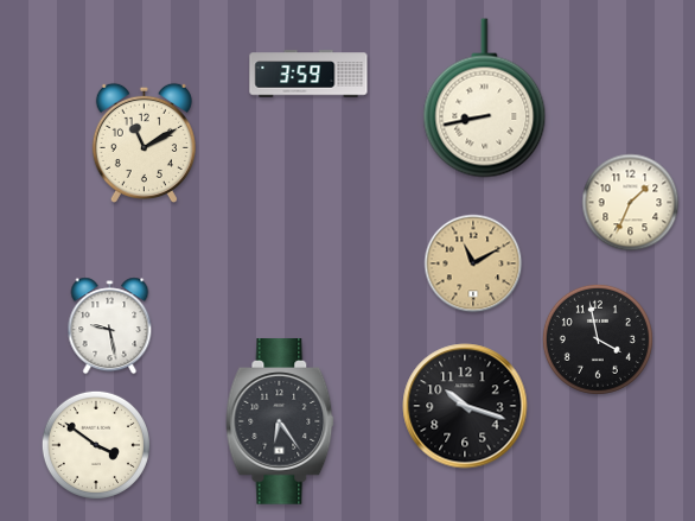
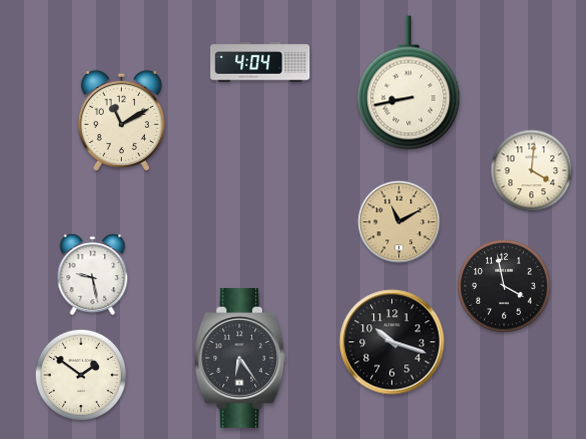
clock at (308, 74): 3:59 -> 4:04
clock at (631, 203): 1:34 -> 4:01
clock at (280, 422) position: (280, 422) -> (240, 359)
clock at (96, 445): 3:51 -> 1:51
